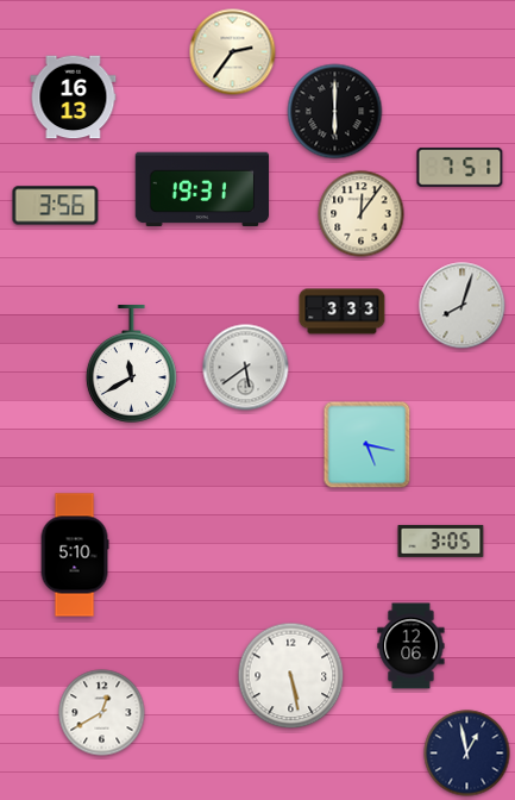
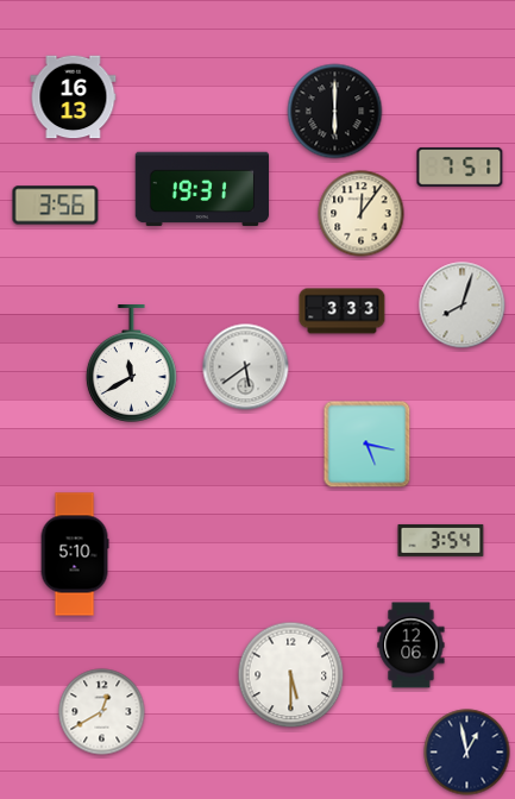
clock at (233, 52): 2:36 -> none
clock at (441, 540): 3:05 -> 3:54
clock at (291, 676): 5:28 -> 5:30
